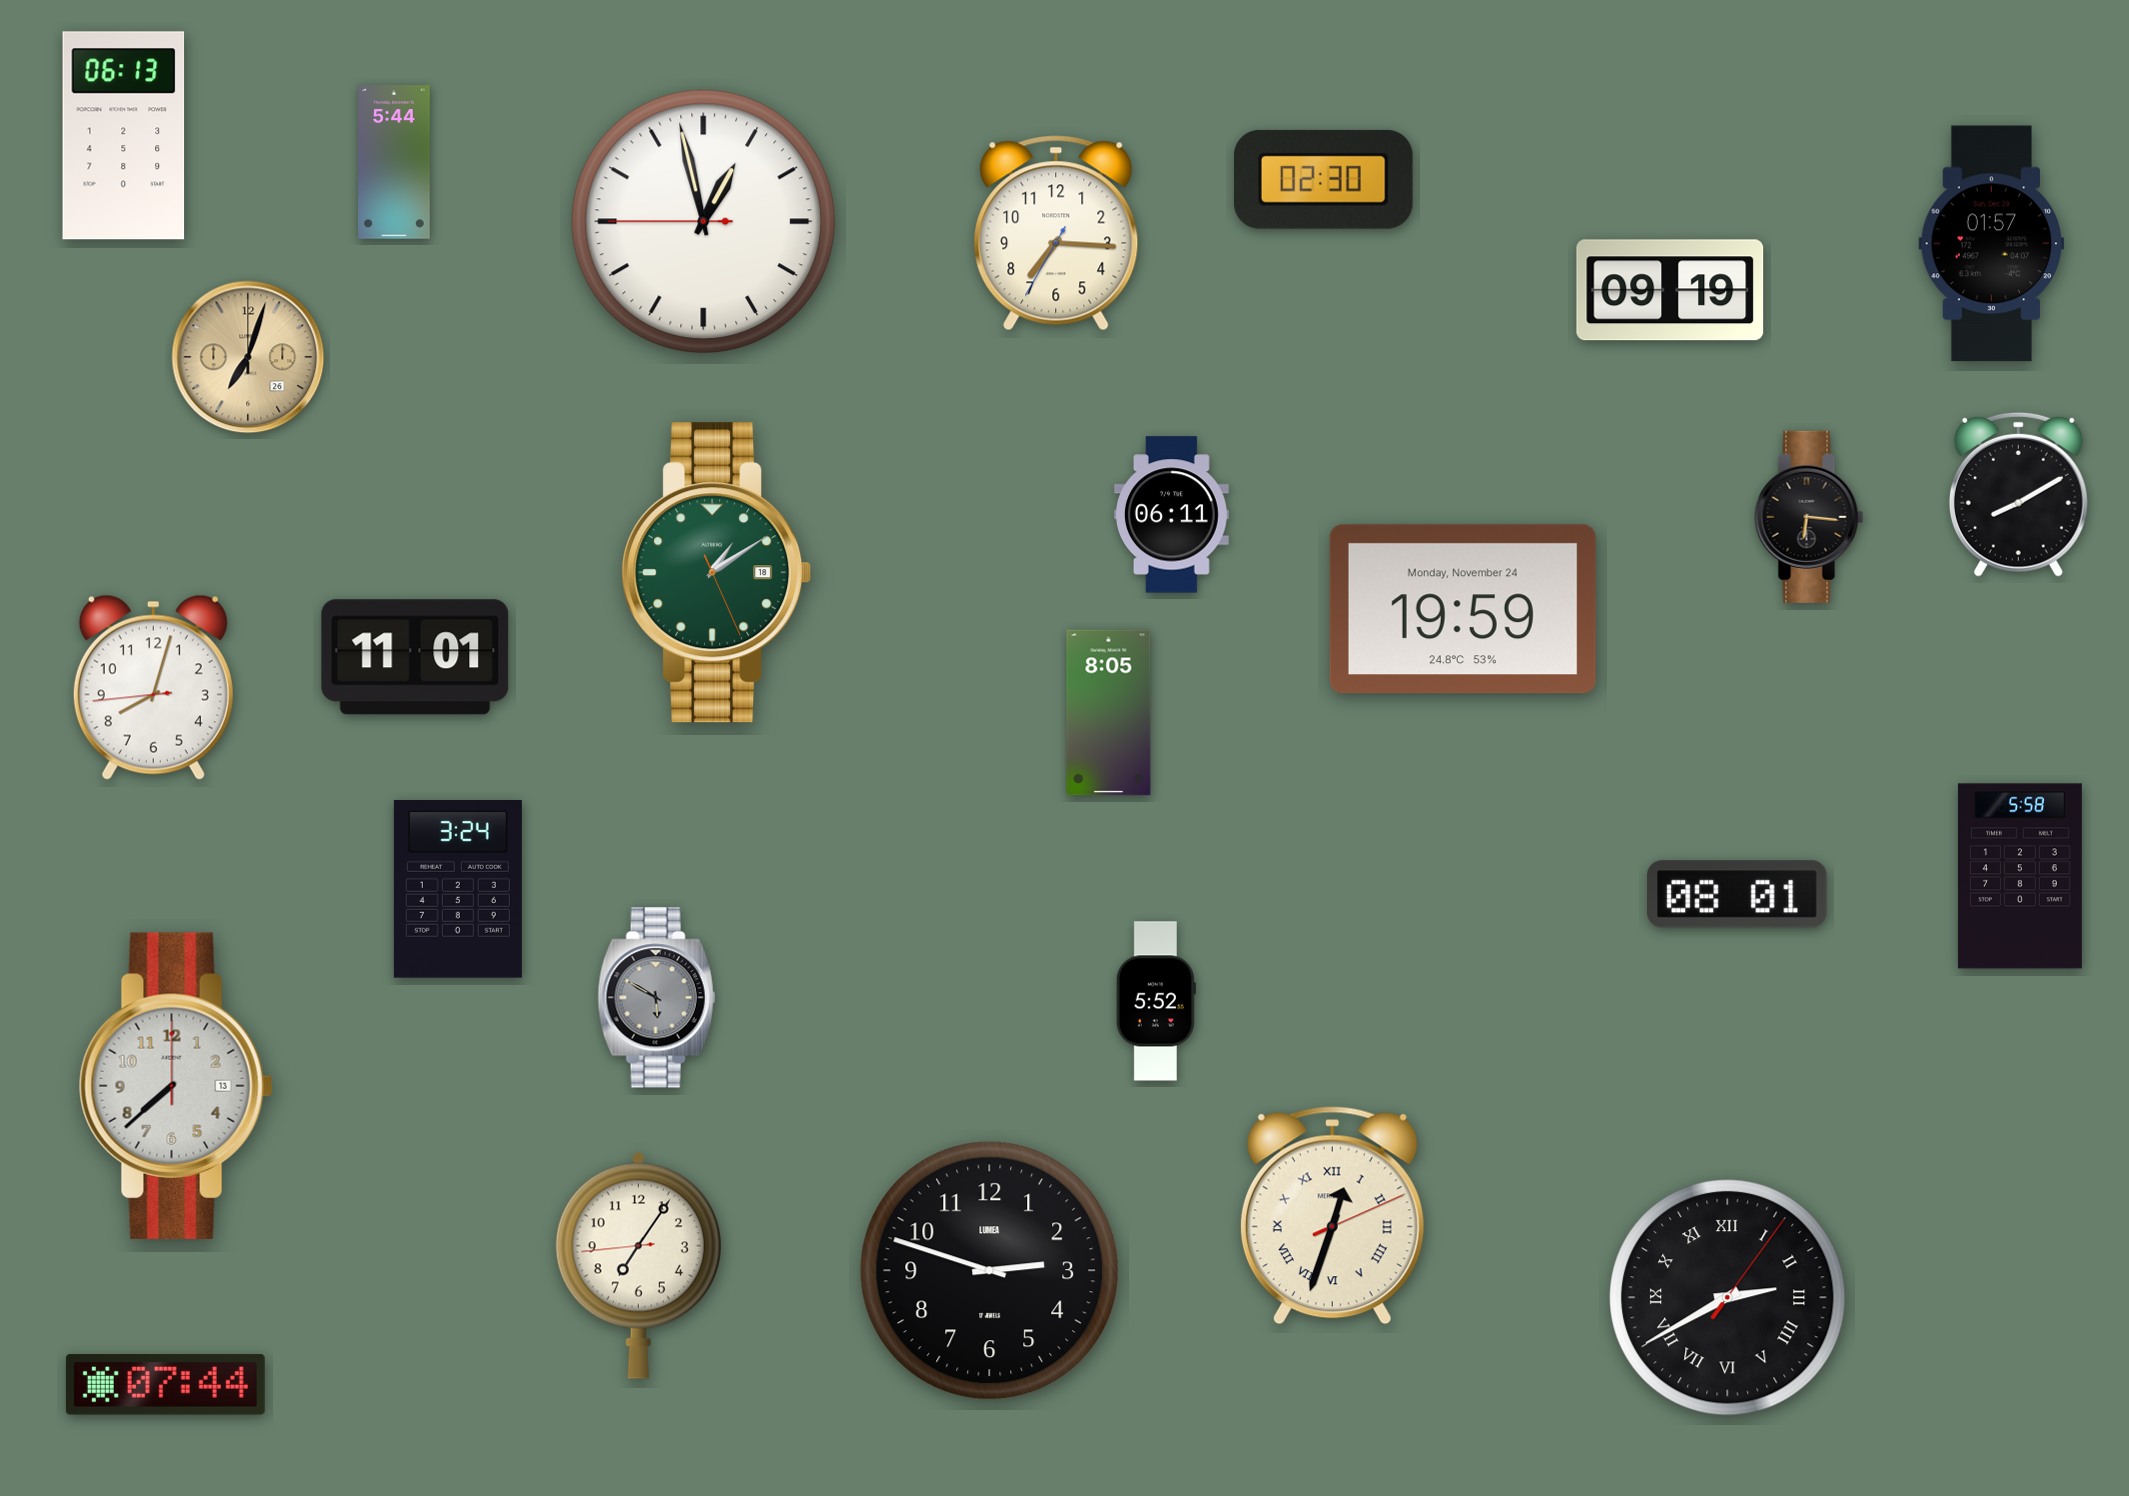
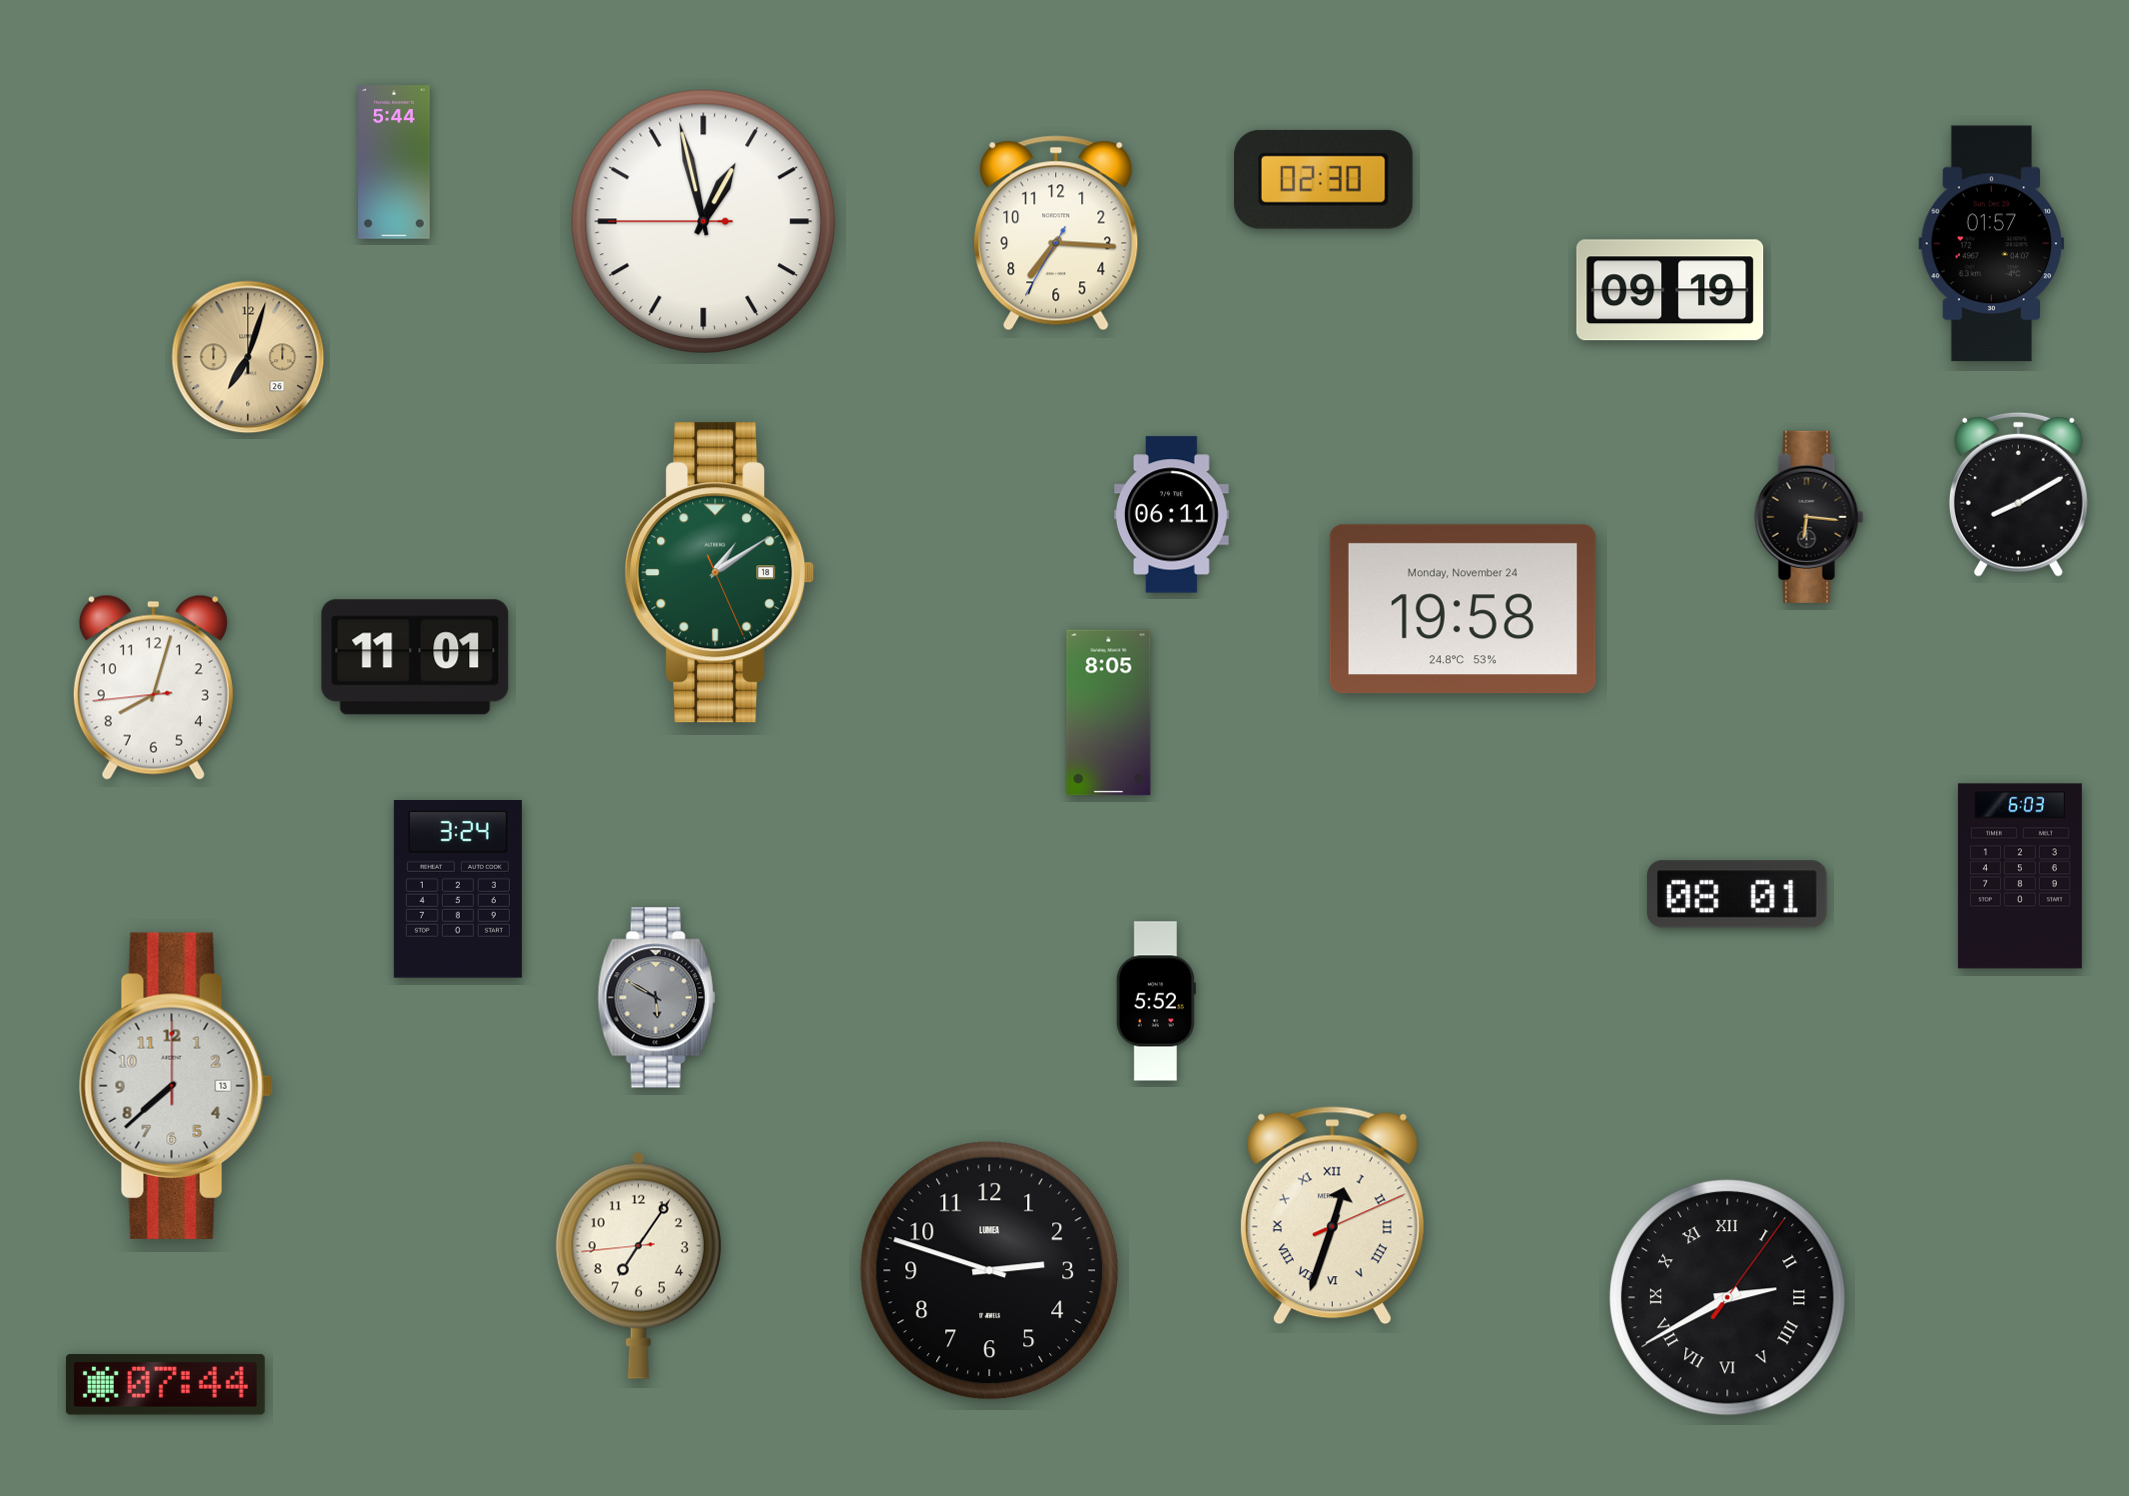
clock at (124, 136): 06:13 -> none
clock at (717, 573) position: (717, 573) -> (720, 573)
clock at (1463, 609): 19:59 -> 19:58
clock at (2020, 876): 5:58 -> 6:03
